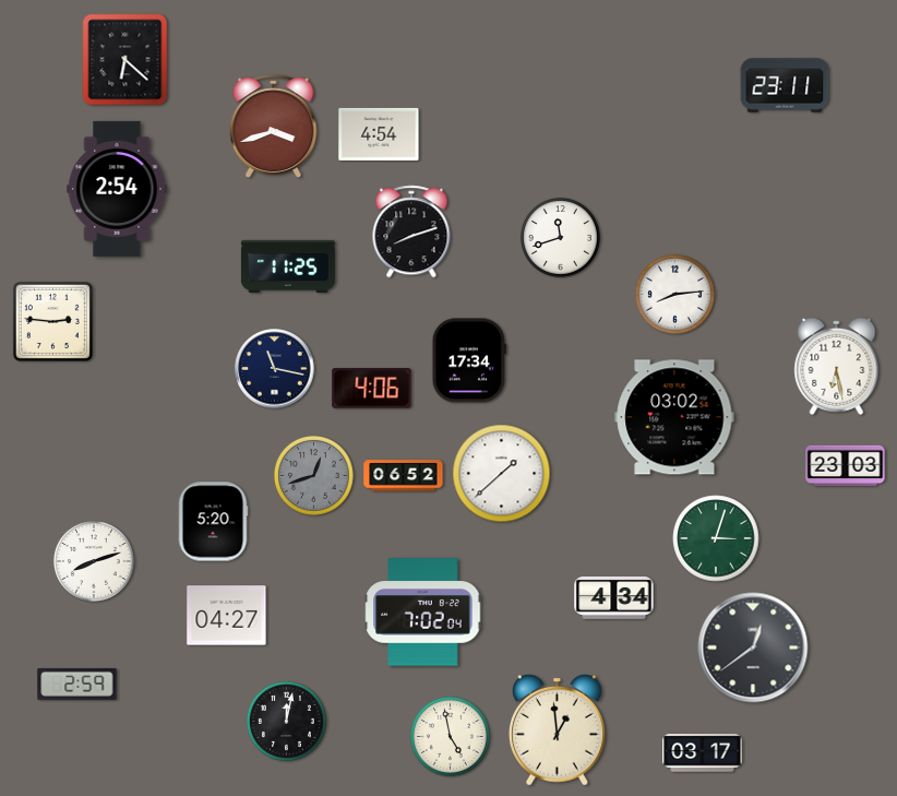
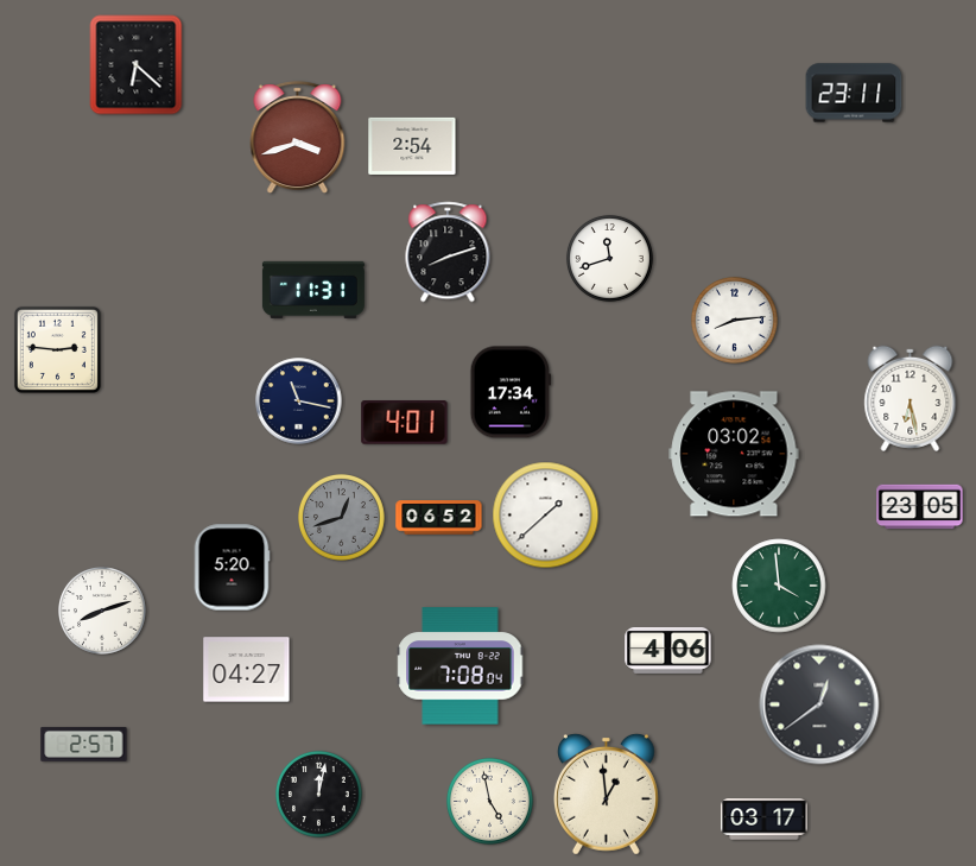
clock at (379, 134): 4:54 -> 2:54
clock at (117, 189): 2:54 -> none
clock at (288, 266): 11:25 -> 11:31
clock at (372, 389): 4:06 -> 4:01
clock at (846, 466): 23:03 -> 23:05
clock at (716, 538): 3:03 -> 3:59
clock at (614, 597): 4:34 -> 4:06
clock at (423, 613): 7:02 -> 7:08
clock at (77, 684): 2:59 -> 2:57
clock at (286, 721) position: (286, 721) -> (318, 794)
